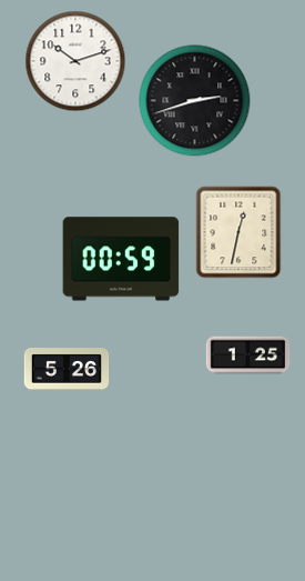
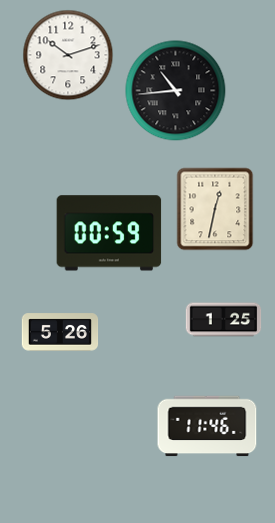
clock at (195, 101): 2:42 -> 10:44
clock at (207, 426): none -> 11:46
